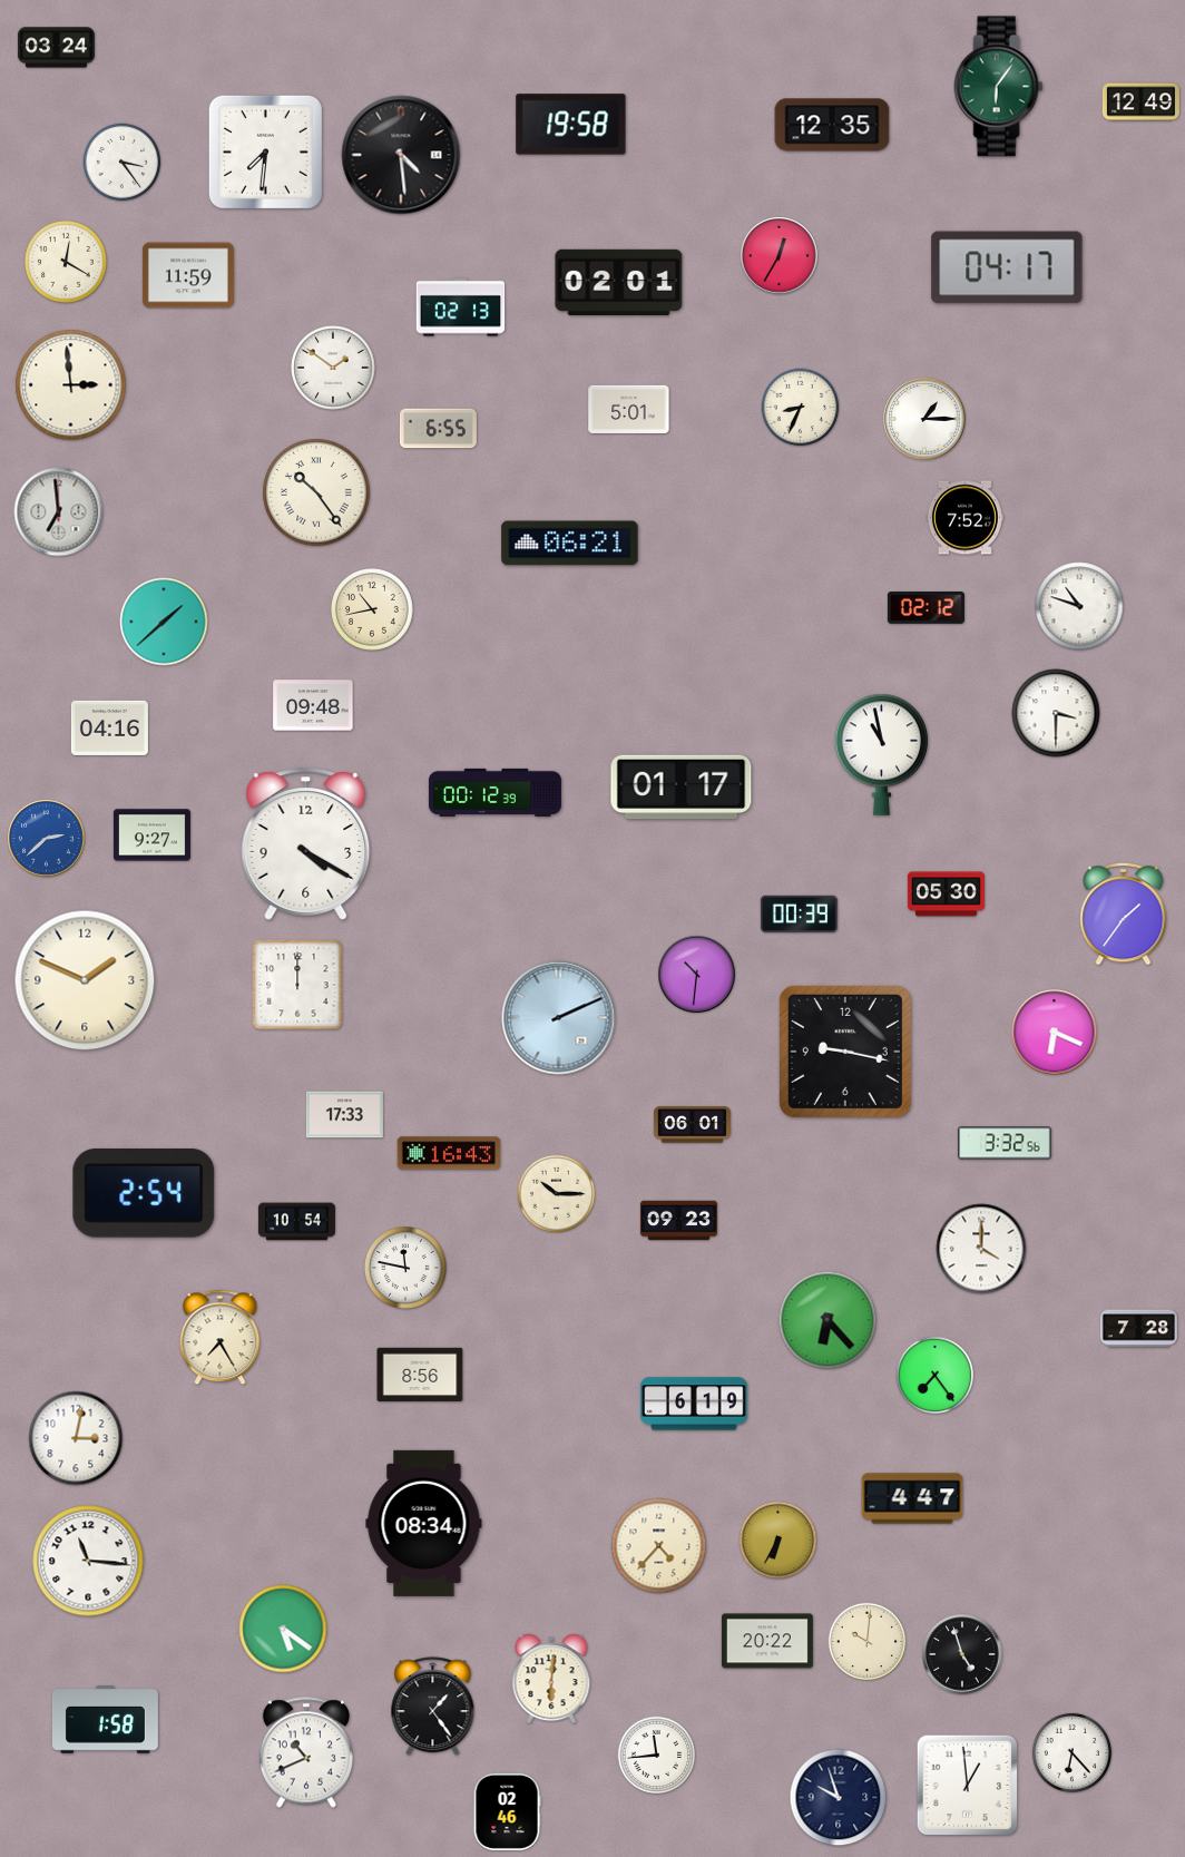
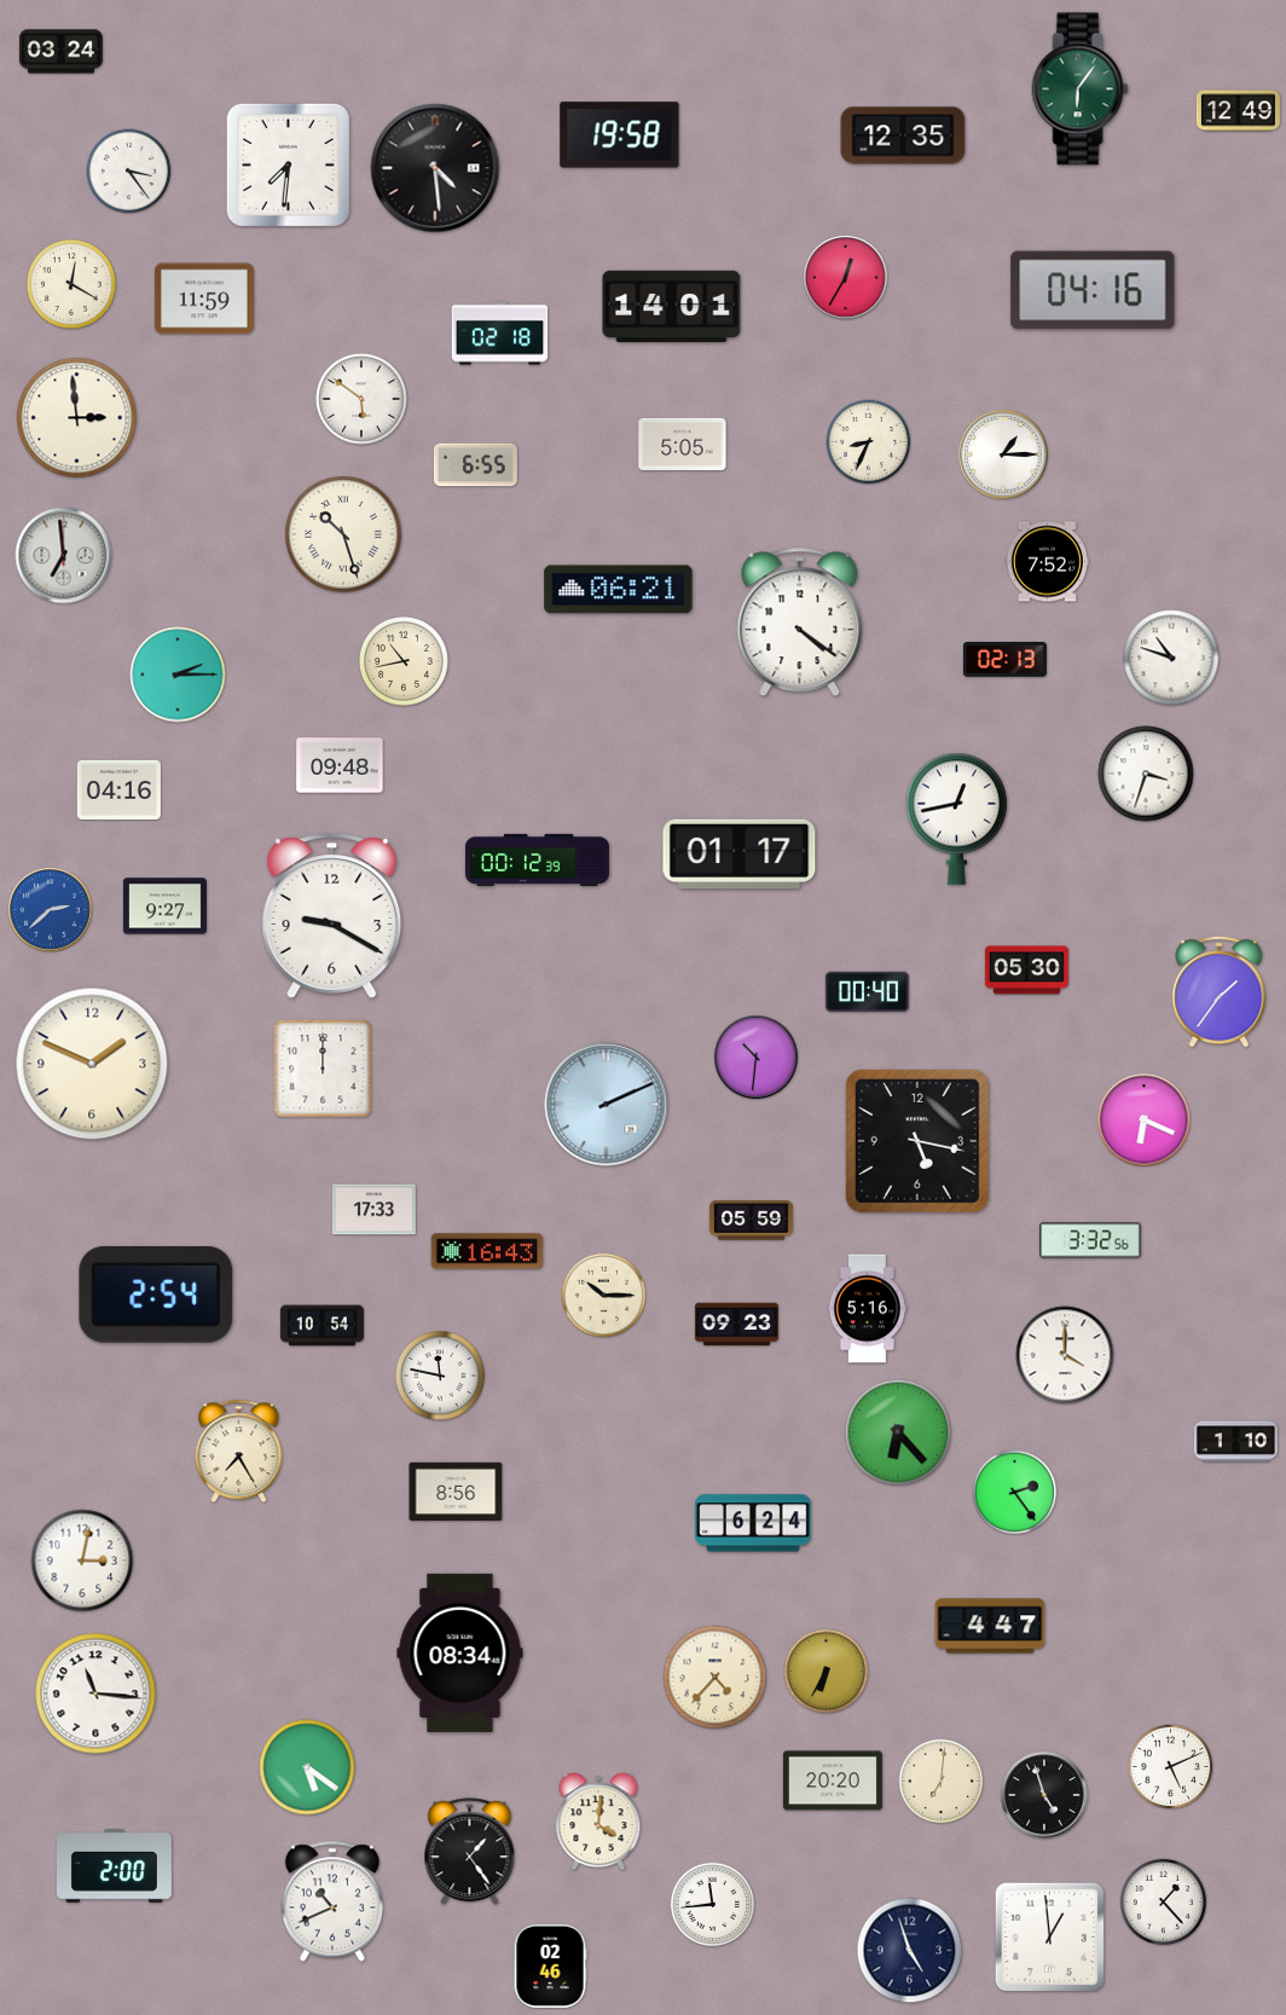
clock at (999, 87) position: (999, 87) -> (1081, 89)
clock at (123, 163) position: (123, 163) -> (129, 172)
clock at (1007, 267): 04:17 -> 04:16
clock at (619, 282): 02:01 -> 14:01
clock at (461, 307): 02:13 -> 02:18
clock at (333, 368): 1:51 -> 5:51
clock at (629, 409): 5:01 -> 5:05
clock at (316, 492): 10:24 -> 10:27
clock at (800, 623): none -> 4:21
clock at (926, 608): 02:12 -> 02:13
clock at (164, 622): 1:38 -> 2:15
clock at (1056, 713): 3:30 -> 3:33
clock at (882, 754): 10:58 -> 12:43
clock at (306, 844): 4:20 -> 9:20
clock at (799, 913): 00:39 -> 00:40
clock at (845, 1052): 9:17 -> 5:17
clock at (692, 1125): 06:01 -> 05:59
clock at (867, 1309): none -> 5:16
clock at (1138, 1329): 7:28 -> 1:10
clock at (936, 1376): 7:24 -> 2:24
clock at (694, 1404): 6:19 -> 6:24
clock at (778, 1541) position: (778, 1541) -> (827, 1672)
clock at (1171, 1767): none -> 5:11
clock at (767, 1641): 20:22 -> 20:20
clock at (868, 1642): 10:01 -> 7:01
clock at (551, 1679): 6:01 -> 4:01
clock at (105, 1720): 1:58 -> 2:00
clock at (1071, 1752): 6:23 -> 1:23
clock at (839, 1798): 9:57 -> 4:57
